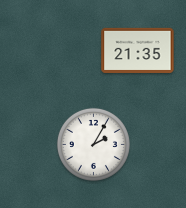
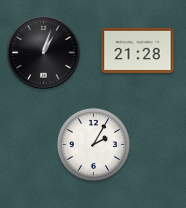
clock at (138, 50): 21:35 -> 21:28
clock at (44, 53): none -> 1:03
